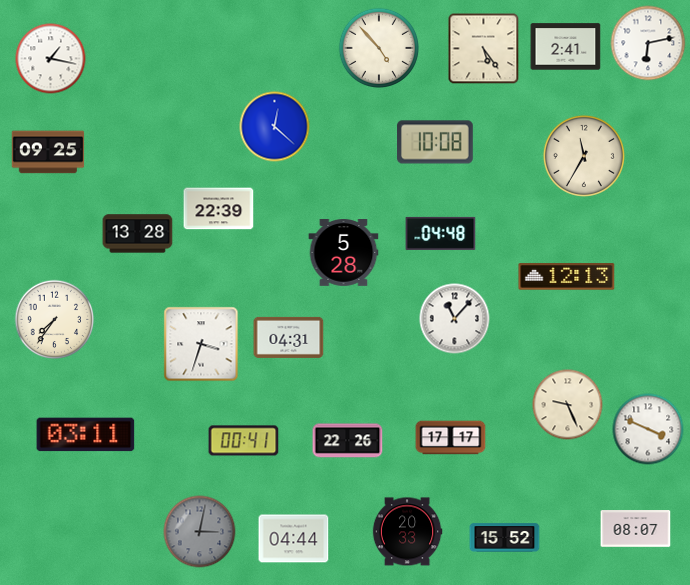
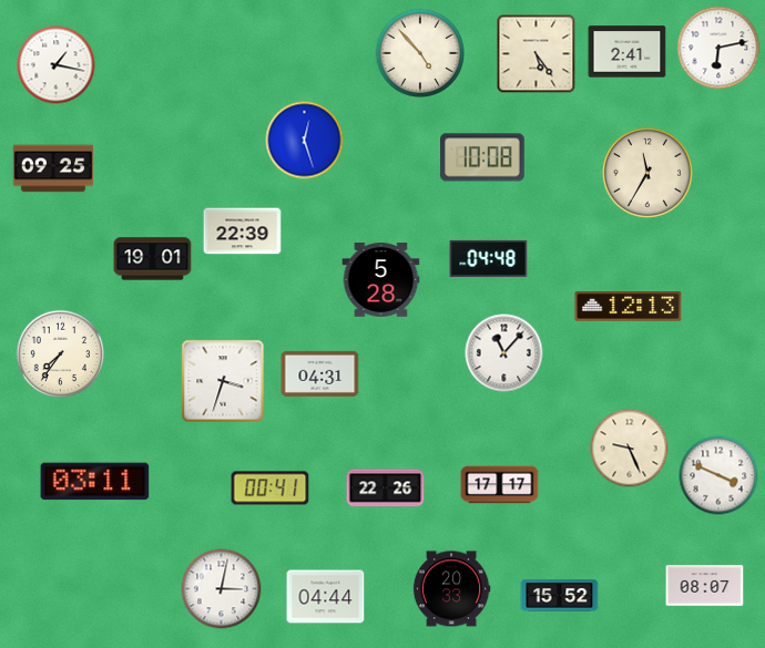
clock at (275, 127): 12:22 -> 12:27
clock at (138, 234): 13:28 -> 19:01
clock at (200, 532) dial: grey -> white
